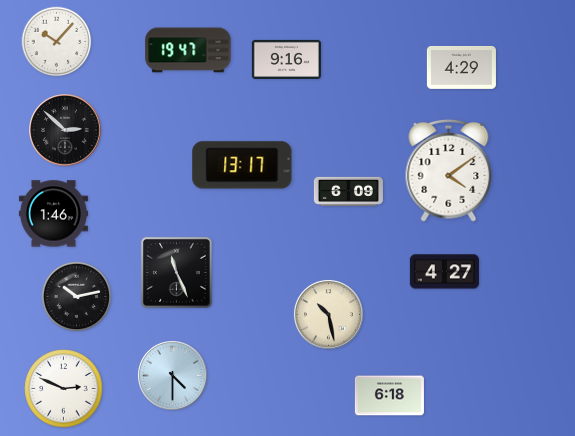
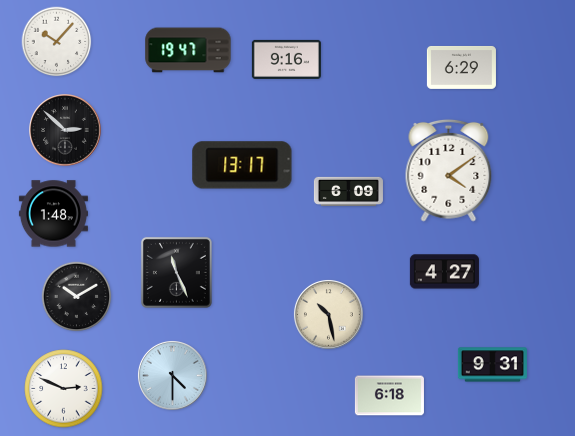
clock at (461, 67): 4:29 -> 6:29
clock at (53, 214): 1:46 -> 1:48
clock at (77, 297): 10:13 -> 10:10
clock at (492, 365): none -> 9:31
